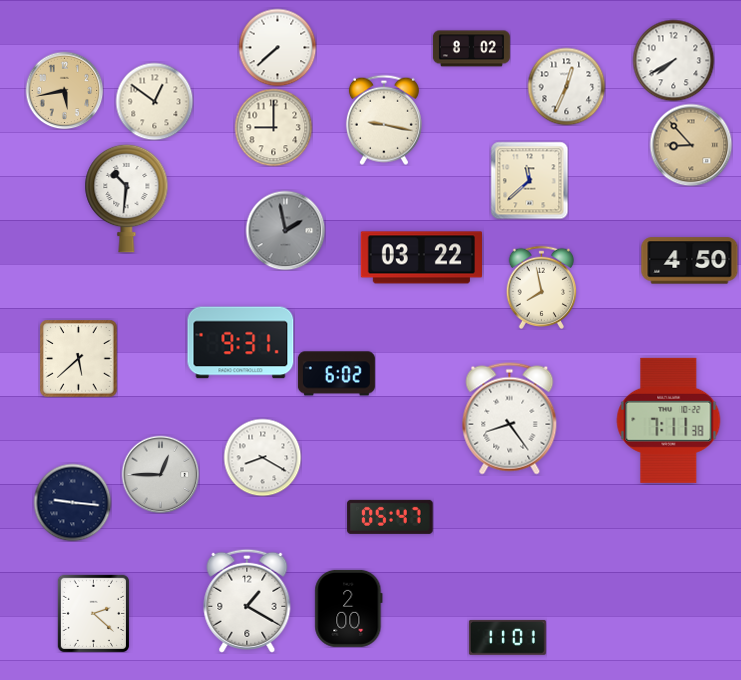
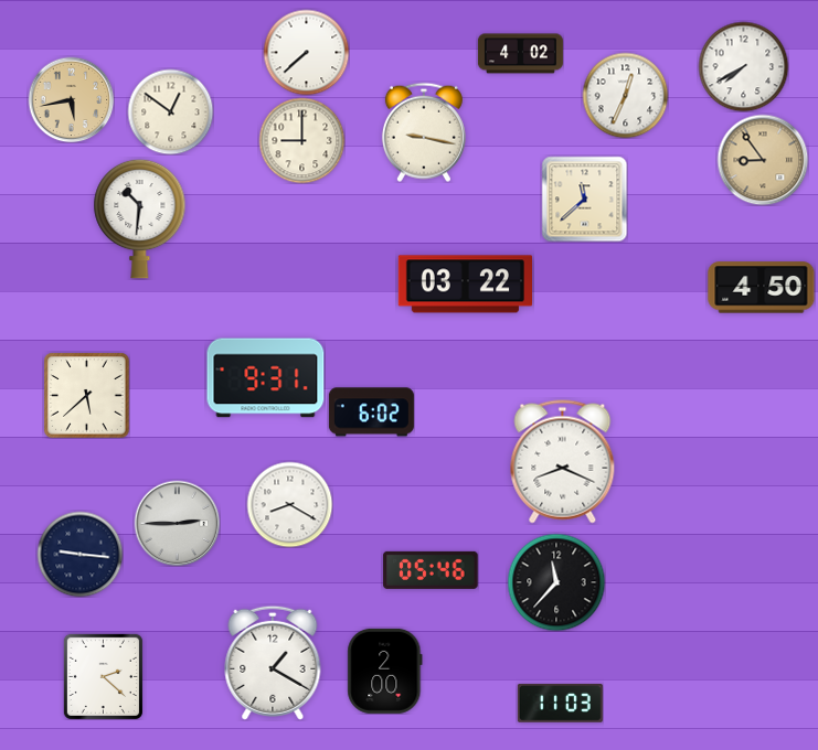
clock at (471, 49): 8:02 -> 4:02
clock at (691, 145): 8:53 -> 8:54
clock at (285, 230): 1:58 -> none
clock at (542, 287): 7:58 -> none
clock at (510, 419): 8:24 -> 8:19
clock at (669, 420): 7:11 -> none
clock at (160, 474): 12:45 -> 2:45
clock at (390, 517): 05:47 -> 05:46
clock at (556, 582): none -> 11:37
clock at (507, 637): 11:01 -> 11:03
